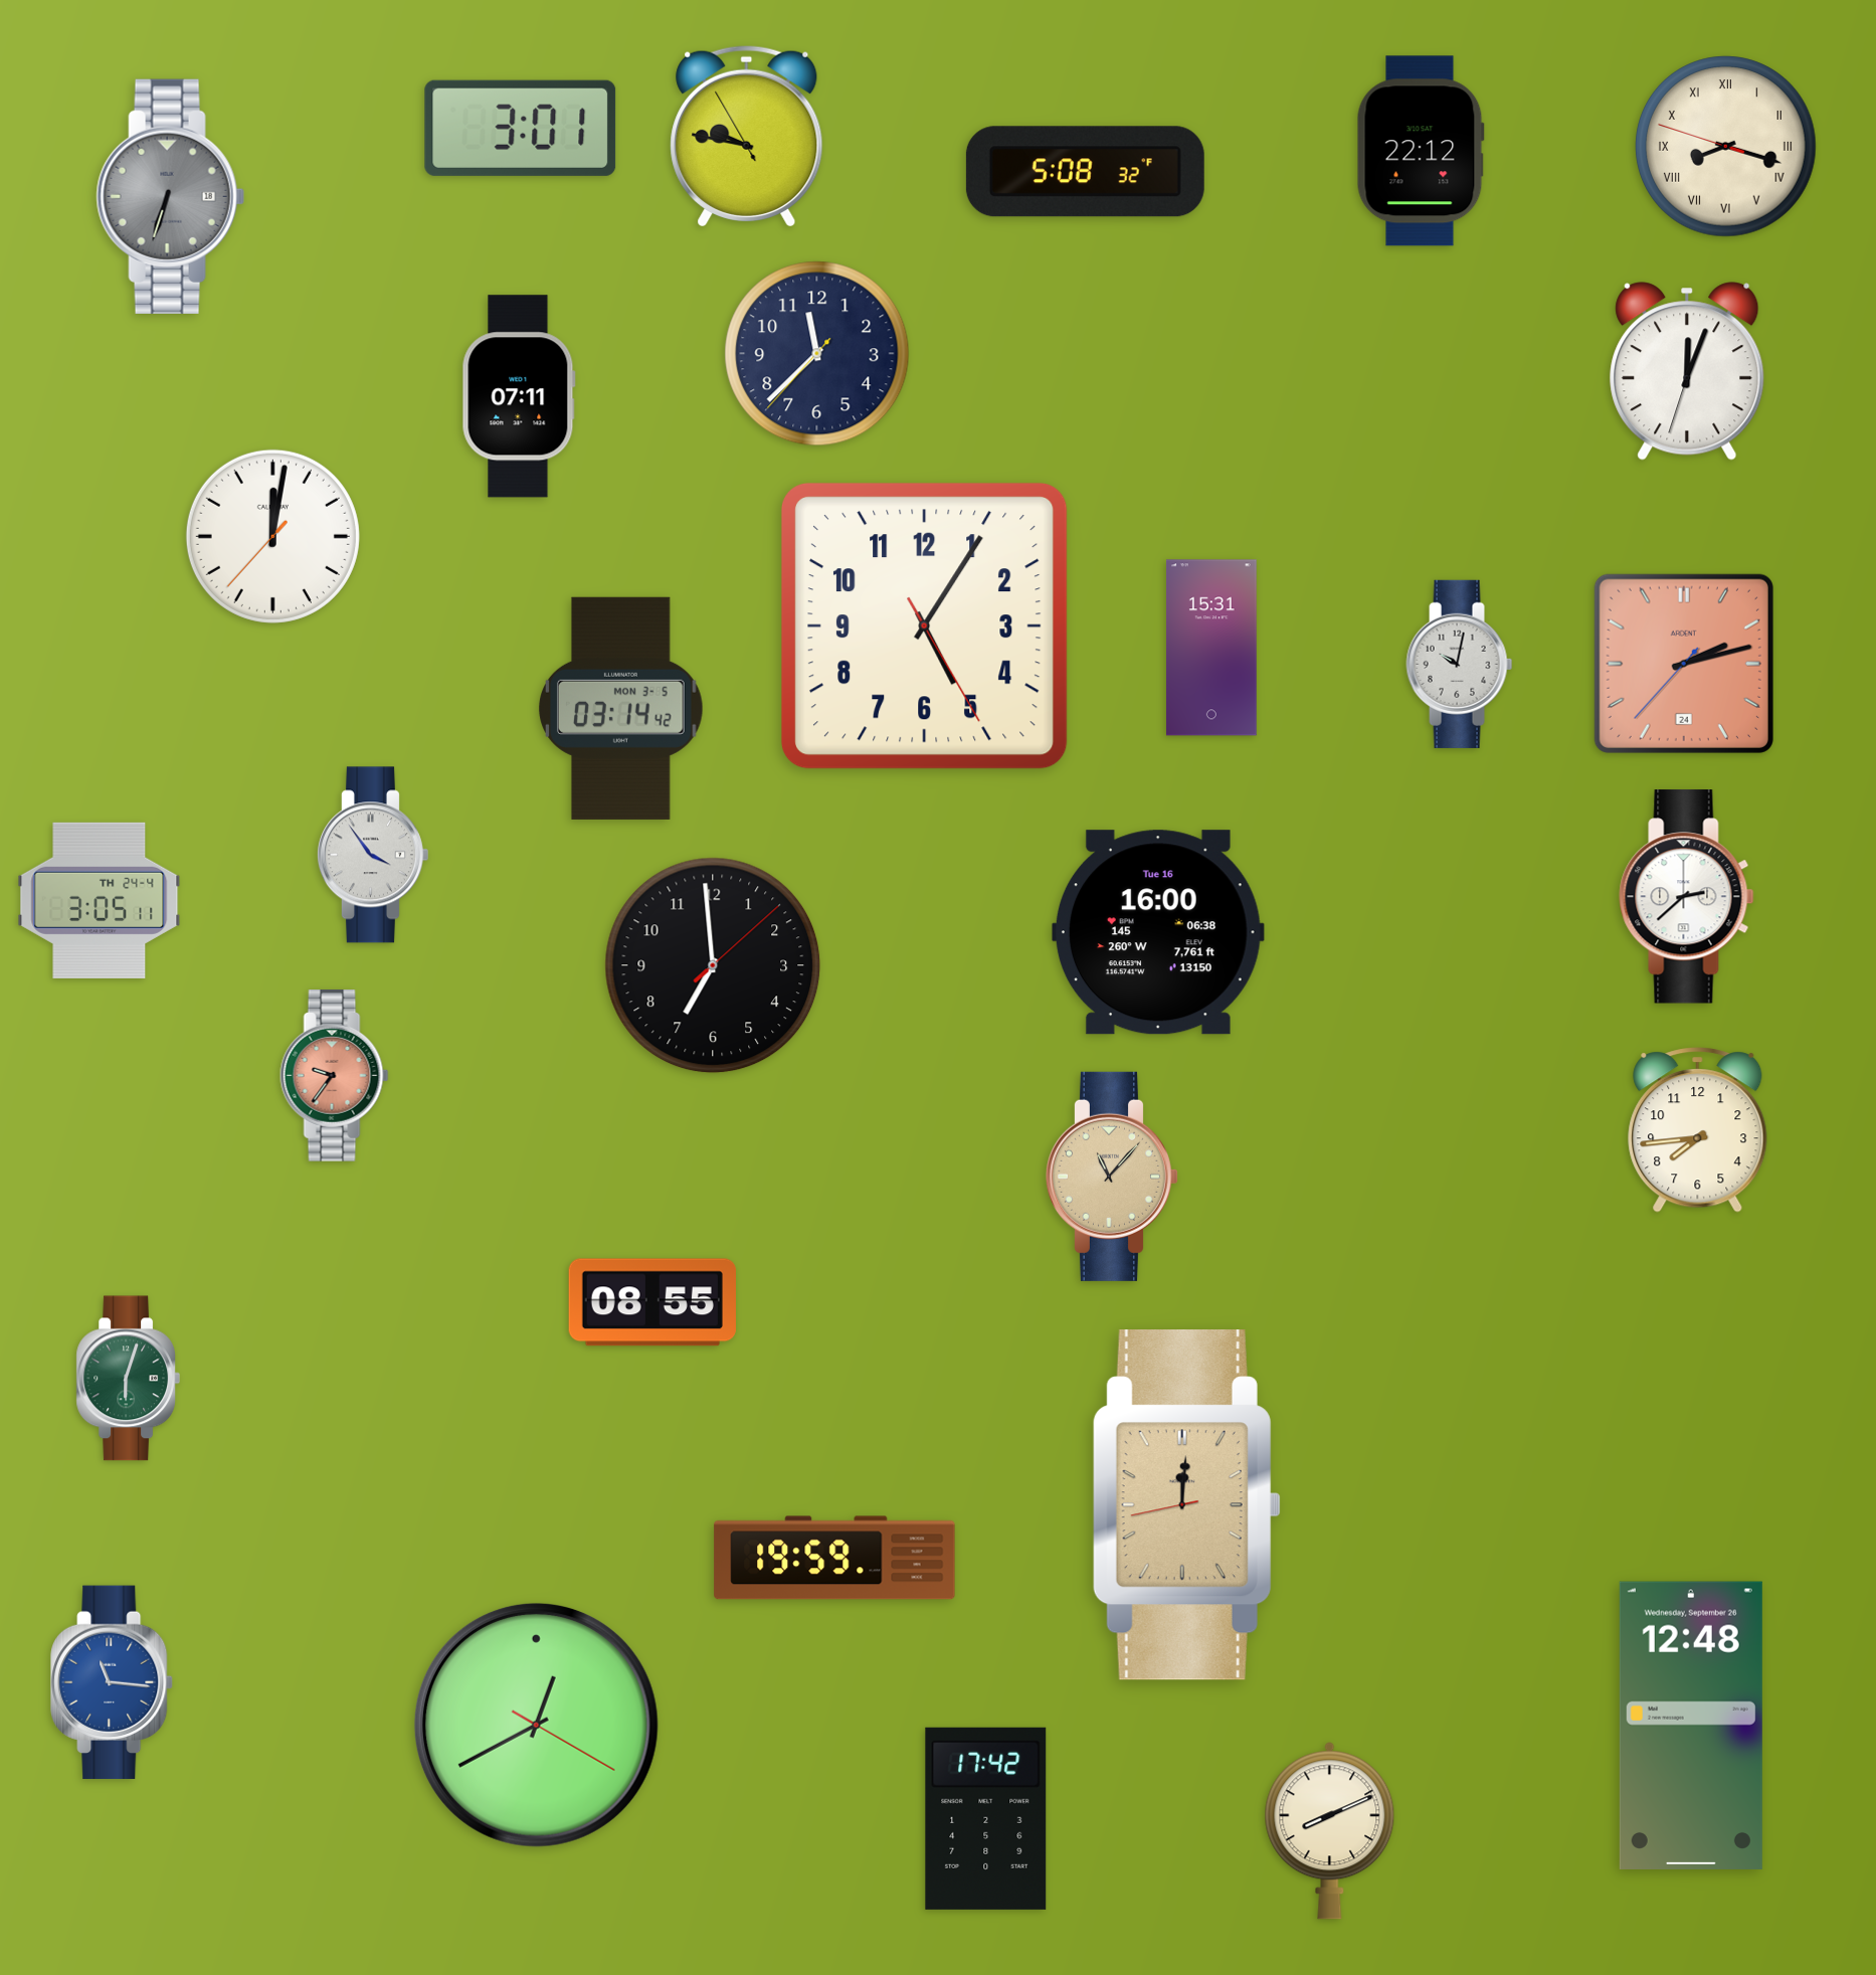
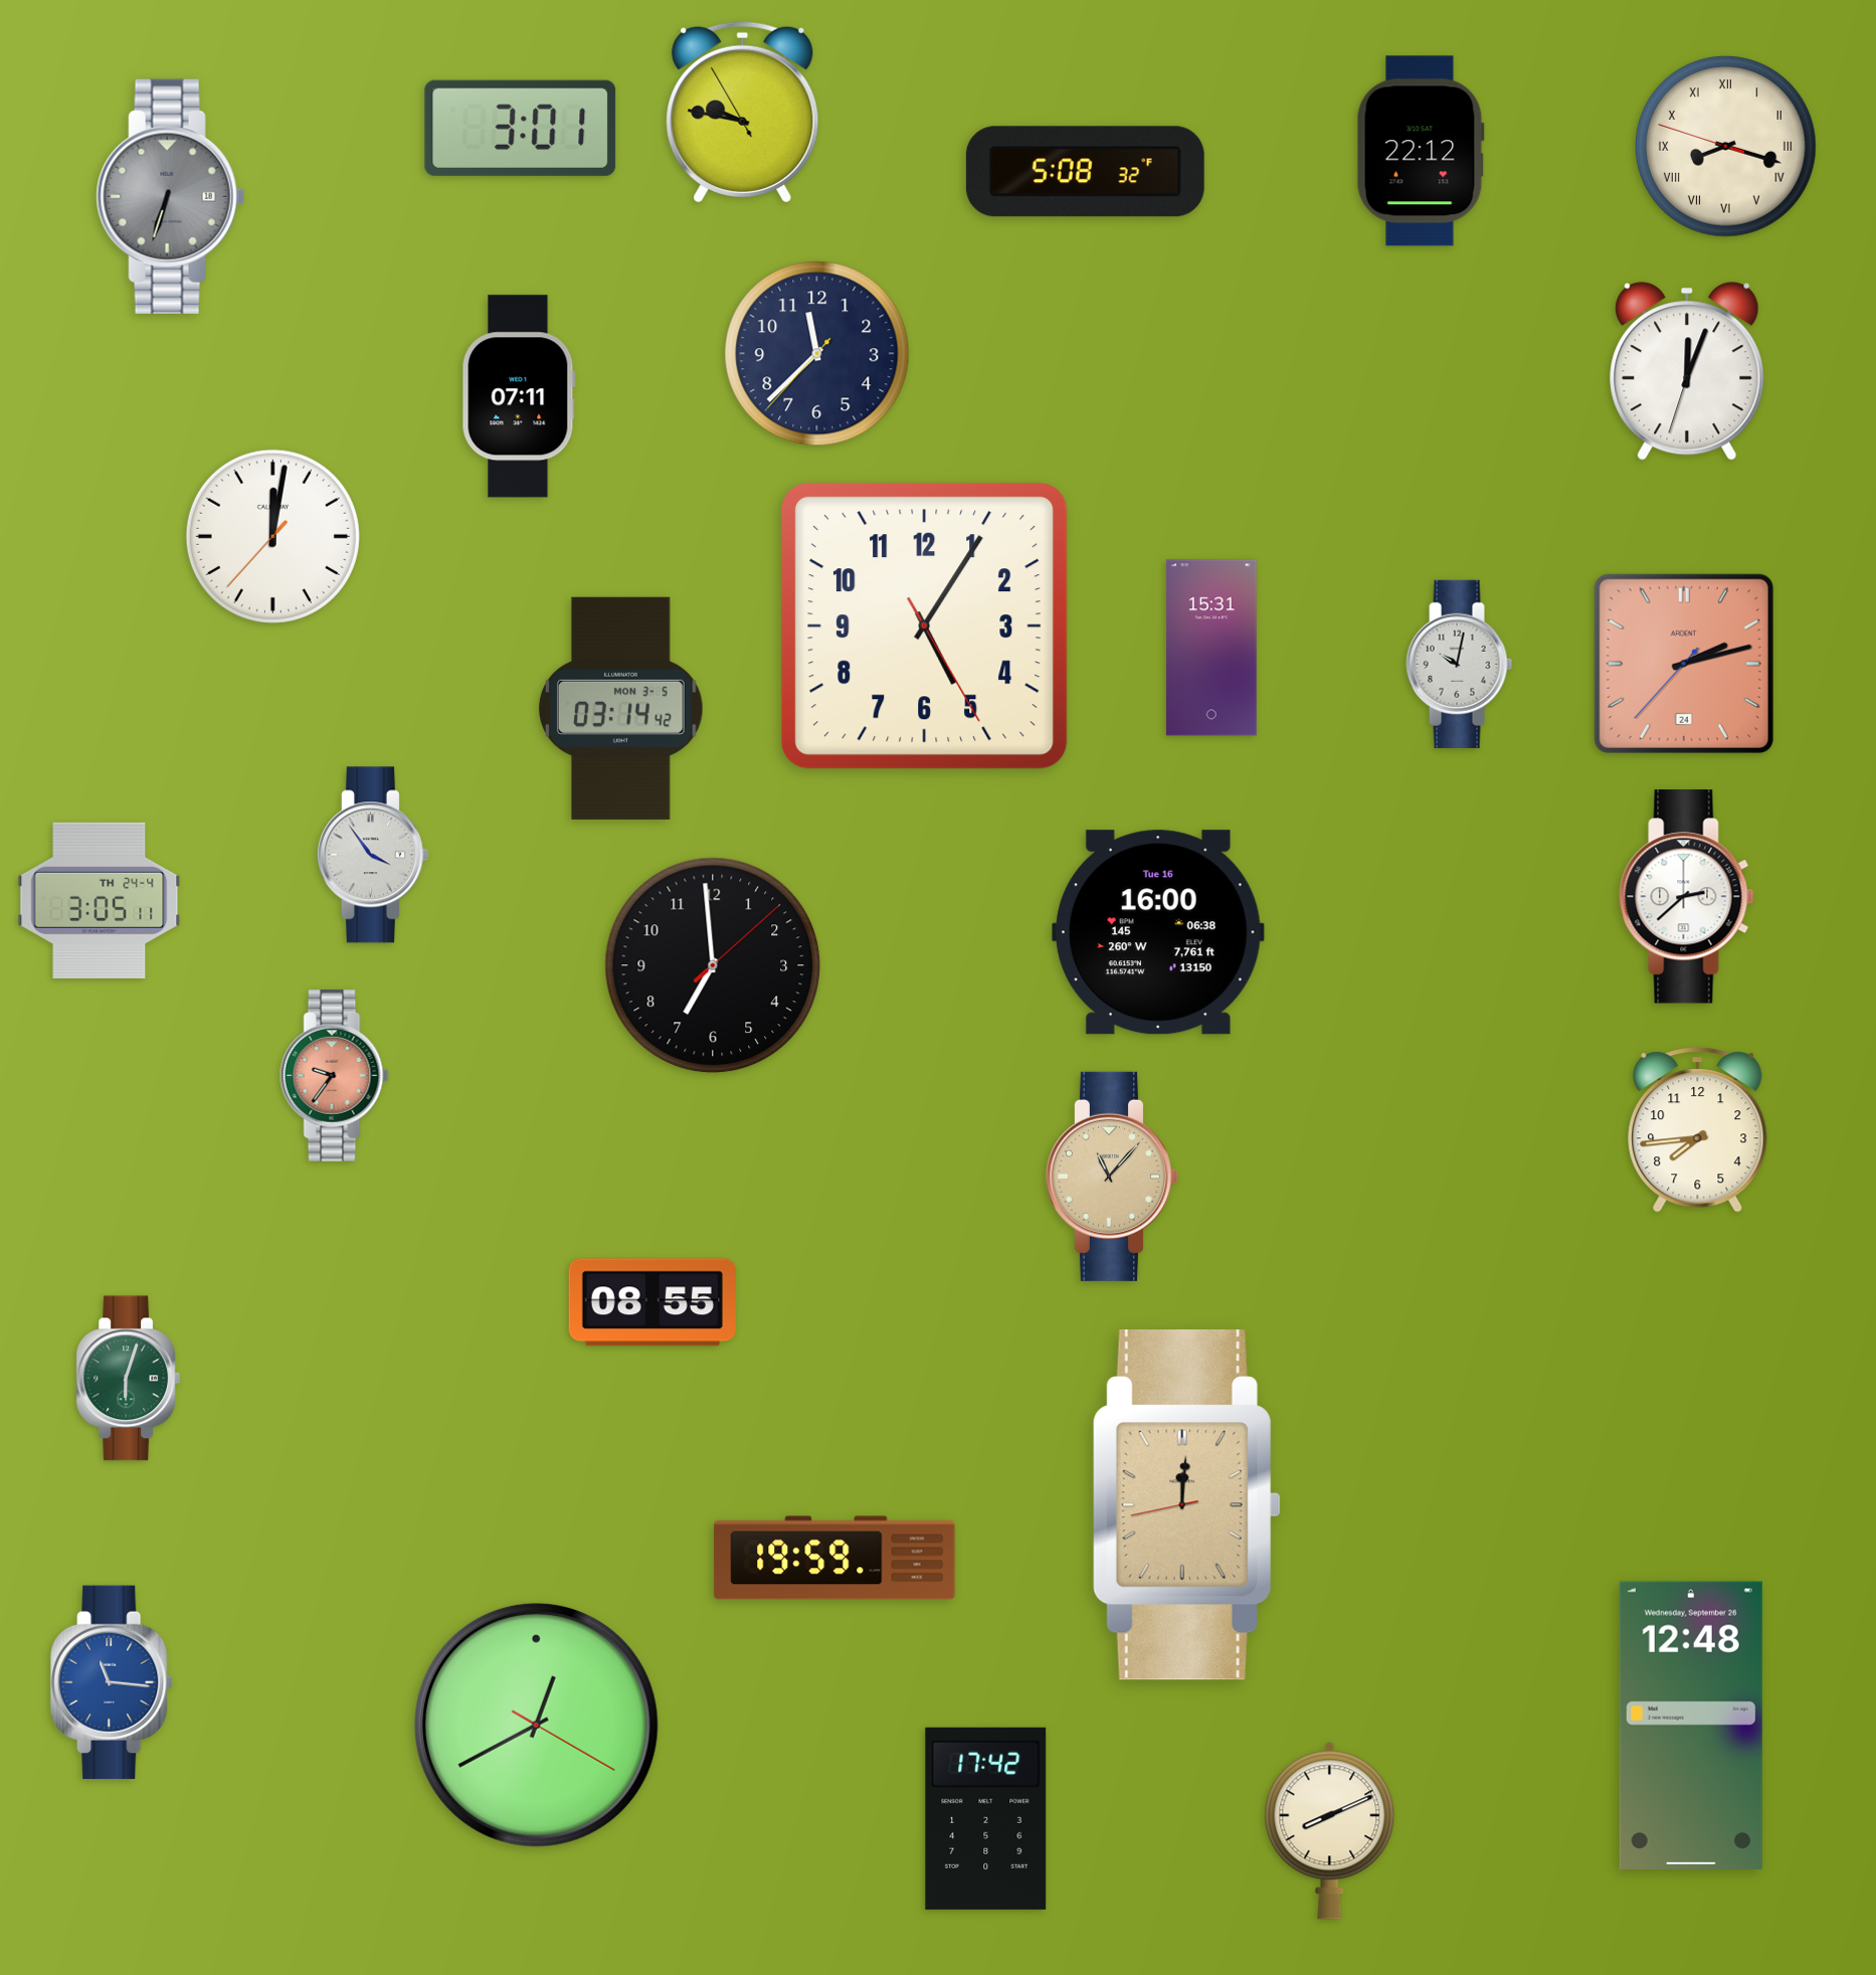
clock at (747, 135) position: (747, 135) -> (743, 111)
